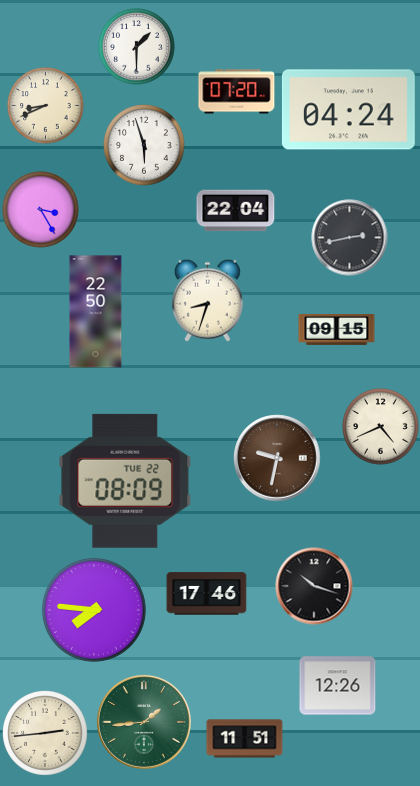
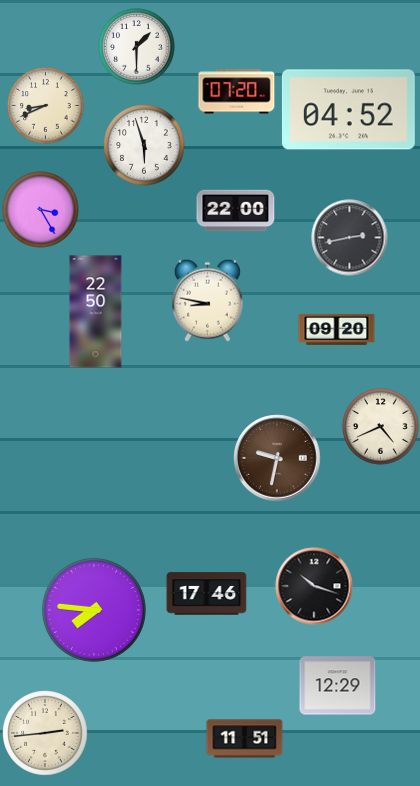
clock at (348, 110): 04:24 -> 04:52
clock at (236, 211): 22:04 -> 22:00
clock at (207, 300): 8:33 -> 8:47
clock at (337, 330): 09:15 -> 09:20
clock at (125, 481): 08:09 -> none
clock at (338, 686): 12:26 -> 12:29
clock at (144, 722): 1:44 -> none
